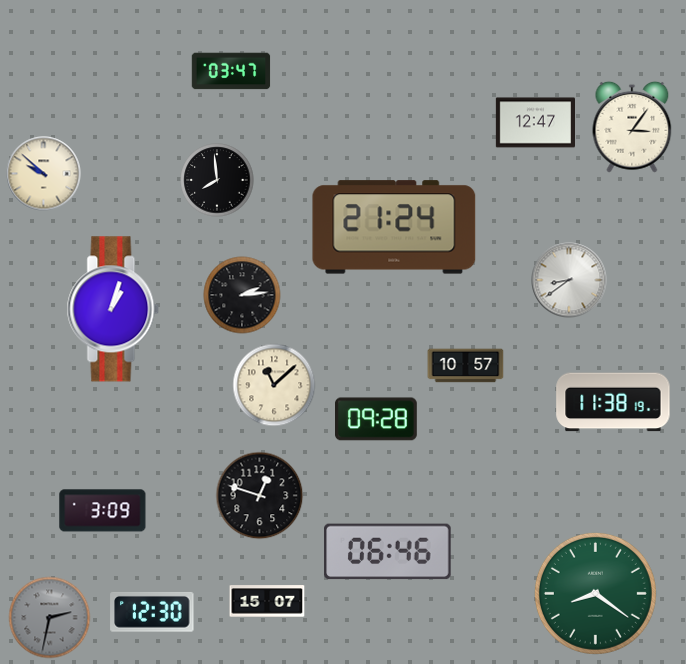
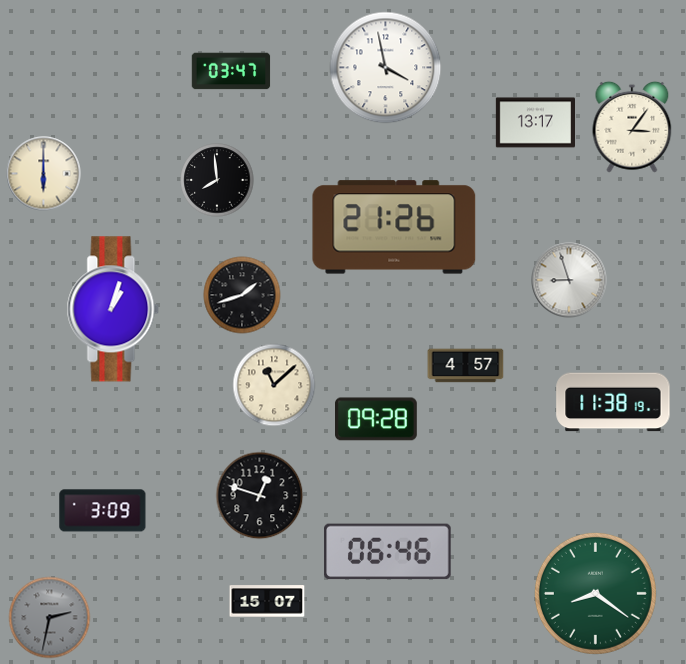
clock at (386, 68): none -> 3:58
clock at (535, 123): 12:47 -> 13:17
clock at (44, 174): 9:52 -> 6:00
clock at (394, 227): 21:24 -> 21:26
clock at (569, 280): 8:39 -> 8:57
clock at (242, 295): 2:14 -> 1:42
clock at (466, 366): 10:57 -> 4:57
clock at (152, 612): 12:30 -> none
